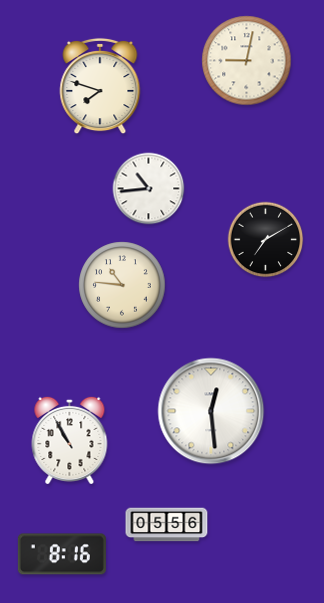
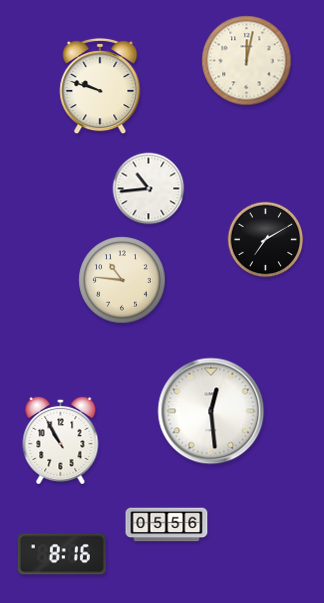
clock at (247, 61): 9:02 -> 12:02
clock at (100, 86): 7:48 -> 9:48
clock at (122, 285) position: (122, 285) -> (122, 280)
clock at (70, 439) position: (70, 439) -> (61, 439)
